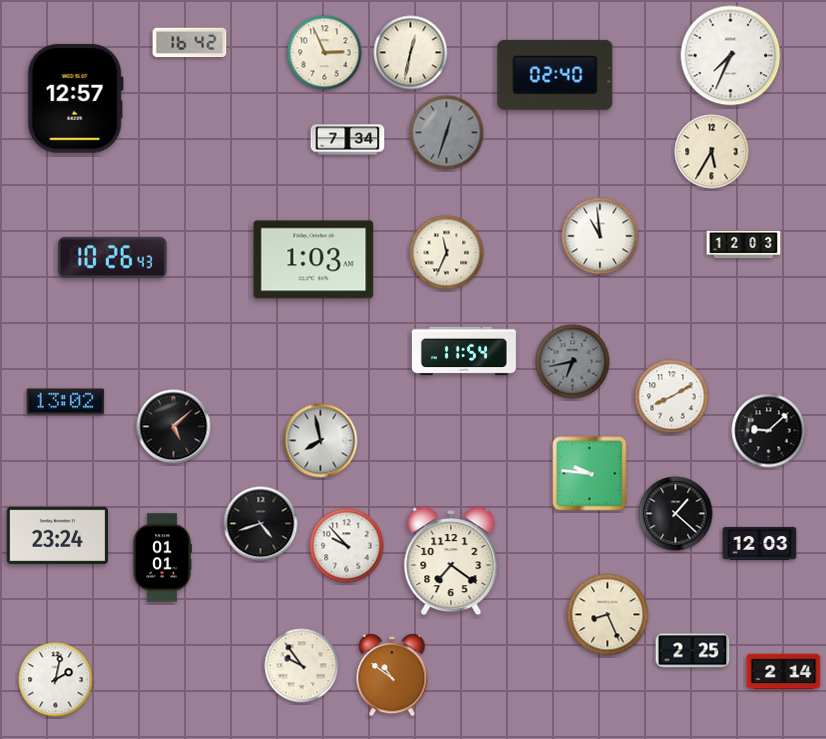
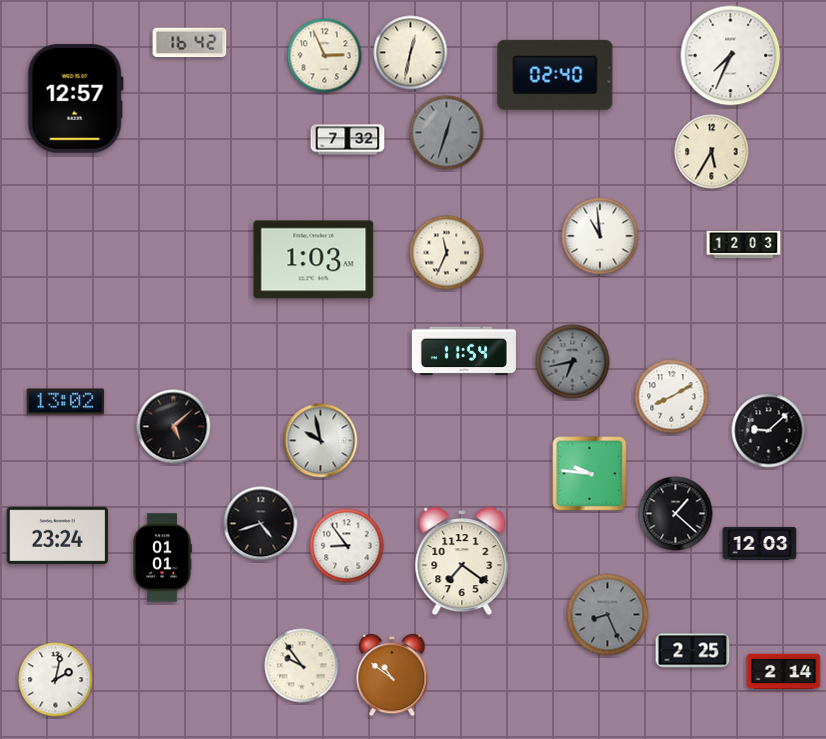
clock at (325, 53) position: (325, 53) -> (325, 56)
clock at (348, 140): 7:34 -> 7:32
clock at (113, 257): 10:26 -> none
clock at (321, 441): 7:58 -> 9:58
clock at (347, 546): 9:53 -> 8:54
clock at (451, 561) position: (451, 561) -> (462, 561)
clock at (608, 615) dial: cream -> grey
